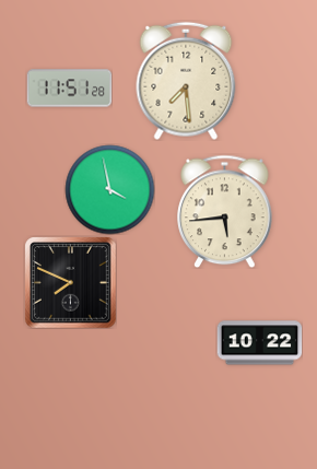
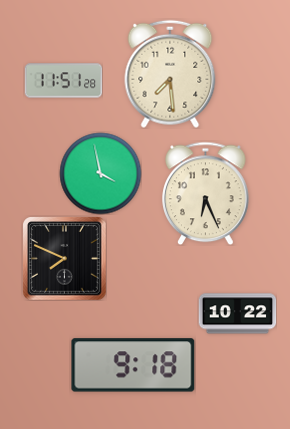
clock at (225, 211): 5:44 -> 6:26
clock at (133, 365): none -> 9:18
